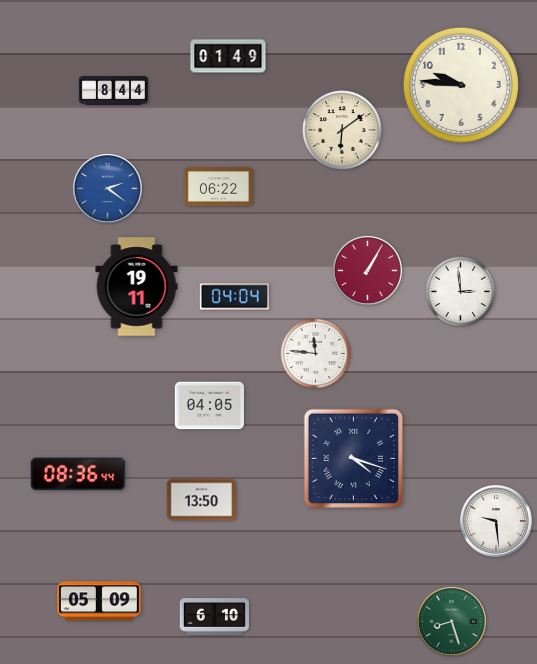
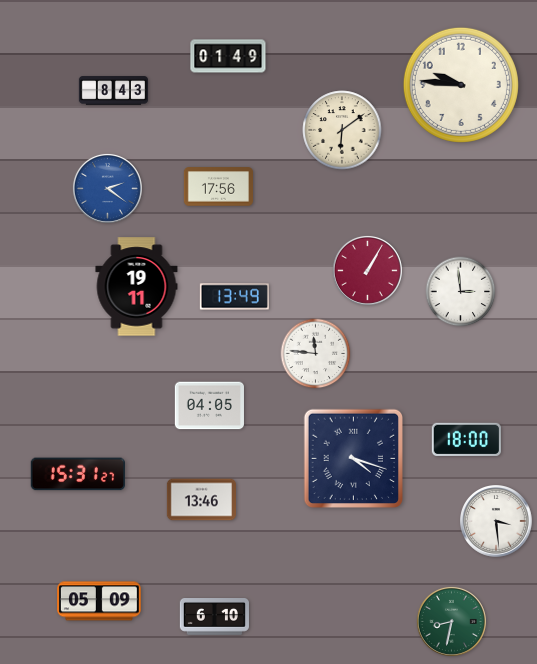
clock at (113, 91): 8:44 -> 8:43
clock at (218, 187): 06:22 -> 17:56
clock at (234, 297): 04:04 -> 13:49
clock at (466, 439): none -> 18:00
clock at (78, 474): 08:36 -> 15:31
clock at (201, 500): 13:50 -> 13:46
clock at (496, 521): 9:29 -> 3:29
clock at (451, 621): 8:27 -> 8:32
